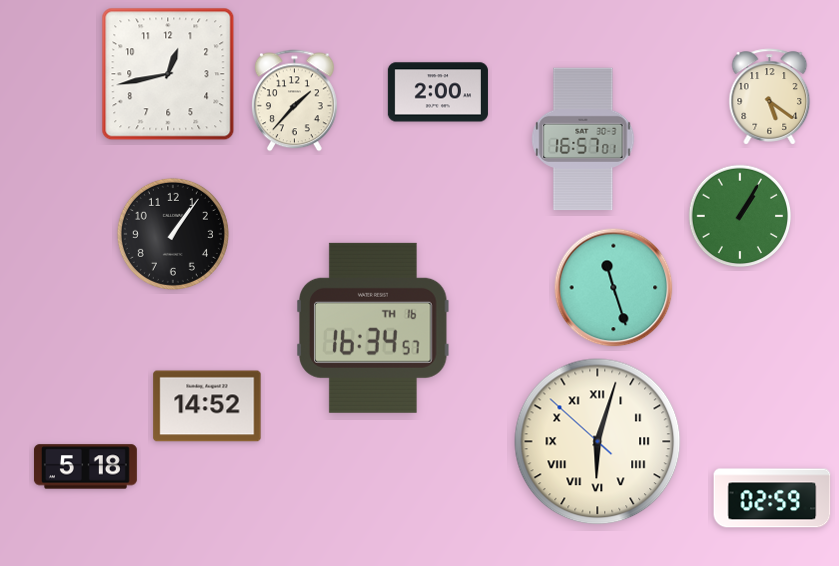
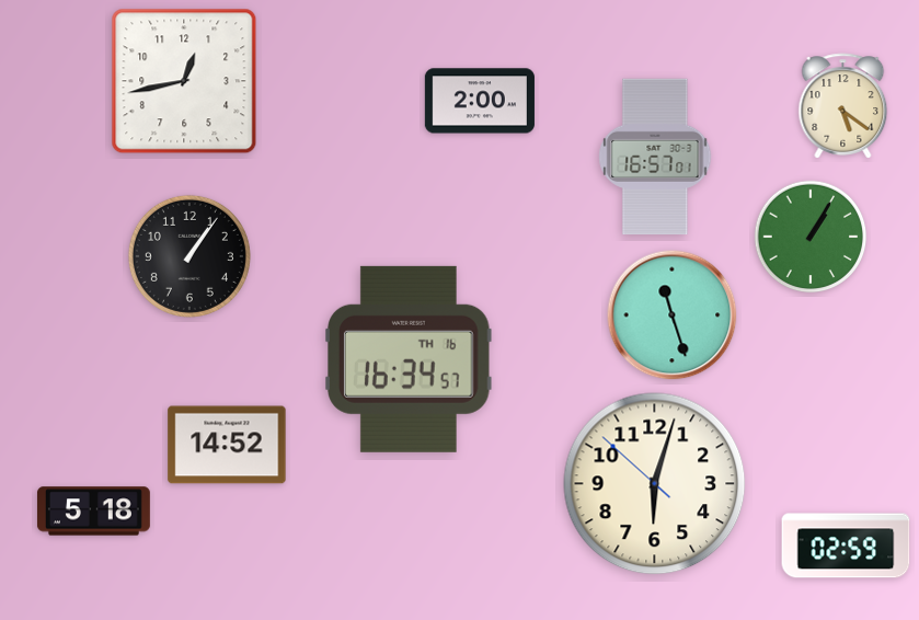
clock at (295, 101): 1:37 -> none
clock at (583, 139) position: (583, 139) -> (655, 157)
clock at (598, 442) numerals: Roman -> Arabic
